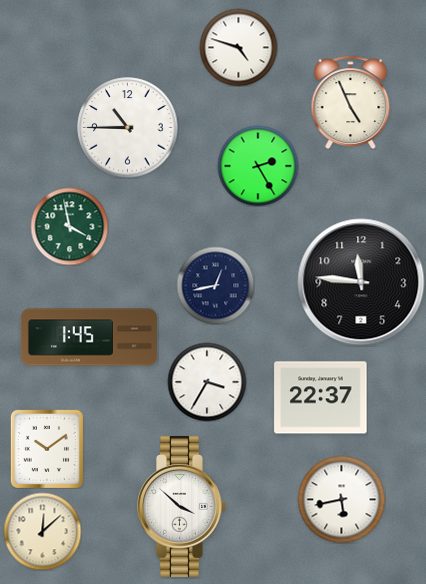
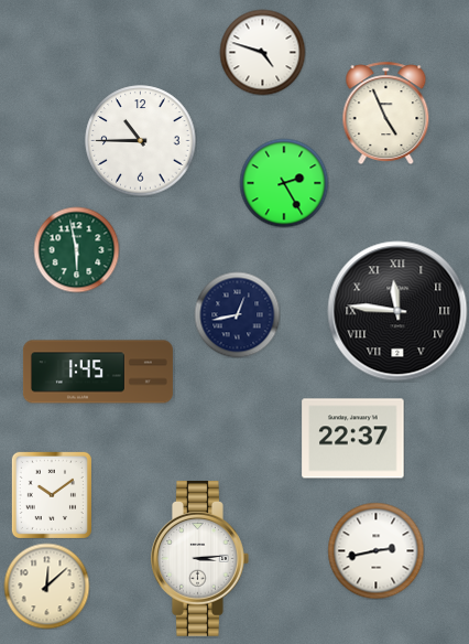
clock at (69, 226): 3:58 -> 5:58
clock at (361, 282) numerals: Arabic -> Roman
clock at (207, 382): 3:35 -> none
clock at (341, 499): 5:43 -> 2:43
clock at (182, 506): 3:52 -> 3:14
